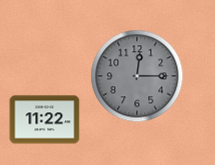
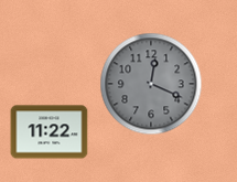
clock at (137, 76): 12:15 -> 12:19
